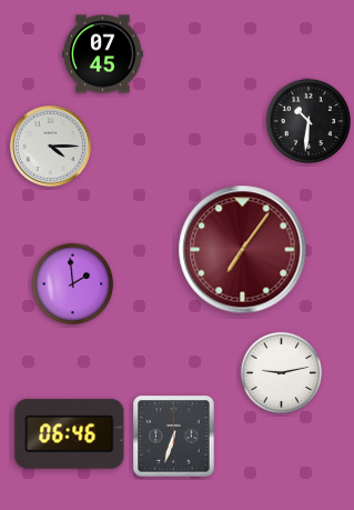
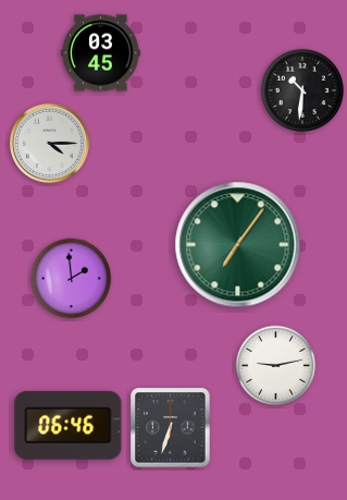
clock at (103, 54): 07:45 -> 03:45
clock at (307, 120) position: (307, 120) -> (301, 89)
clock at (243, 250) dial: burgundy -> green
